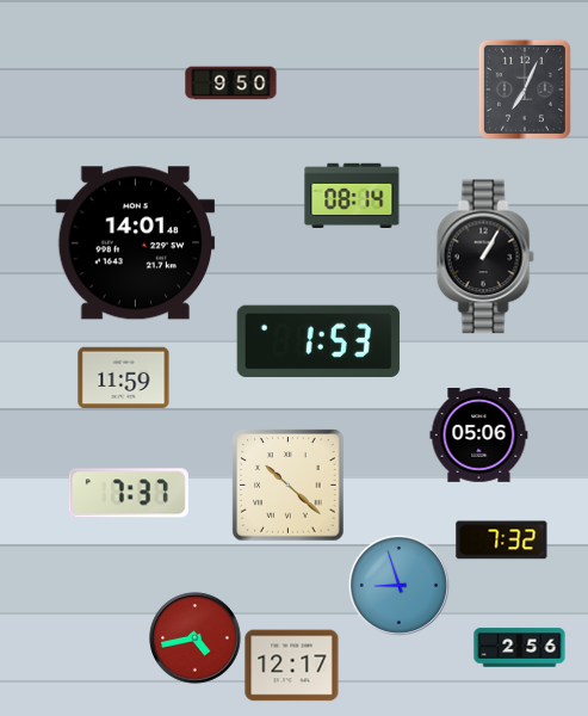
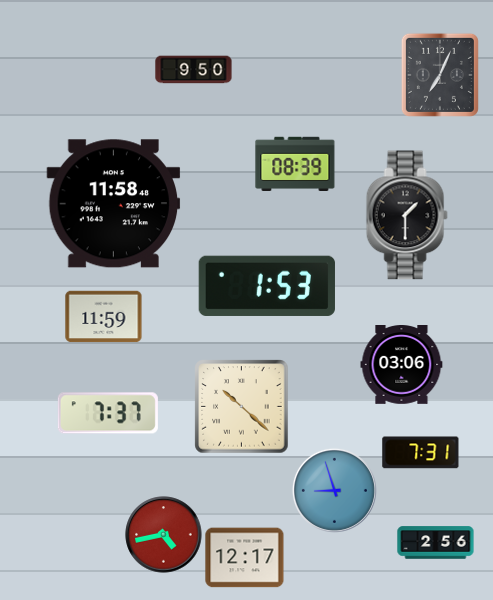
clock at (352, 195): 08:14 -> 08:39
clock at (136, 243): 14:01 -> 11:58
clock at (485, 257): 1:05 -> 1:30
clock at (479, 436): 05:06 -> 03:06
clock at (502, 541): 7:32 -> 7:31
